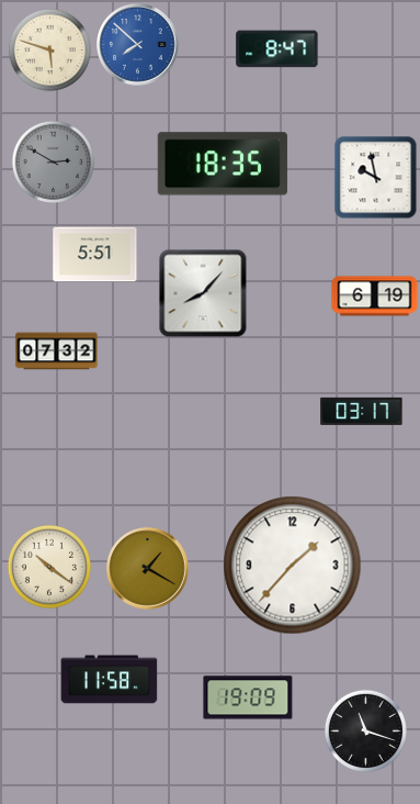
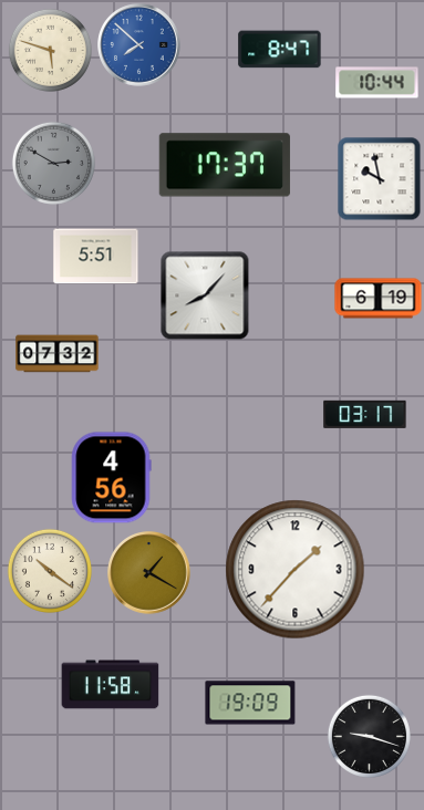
clock at (378, 83): none -> 10:44
clock at (223, 164): 18:35 -> 17:37
clock at (112, 478): none -> 4:56
clock at (365, 730): 11:18 -> 9:18
